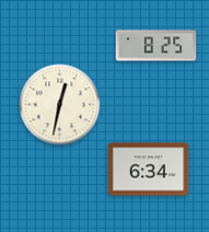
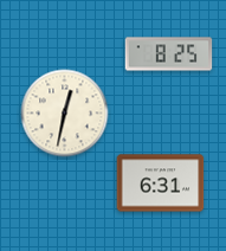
clock at (156, 46) position: (156, 46) -> (169, 54)
clock at (149, 170): 6:34 -> 6:31
